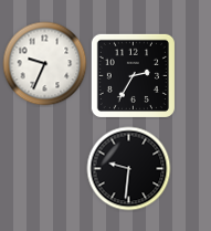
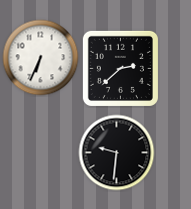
clock at (45, 64): 9:34 -> 6:34
clock at (133, 75): 2:35 -> 2:38
